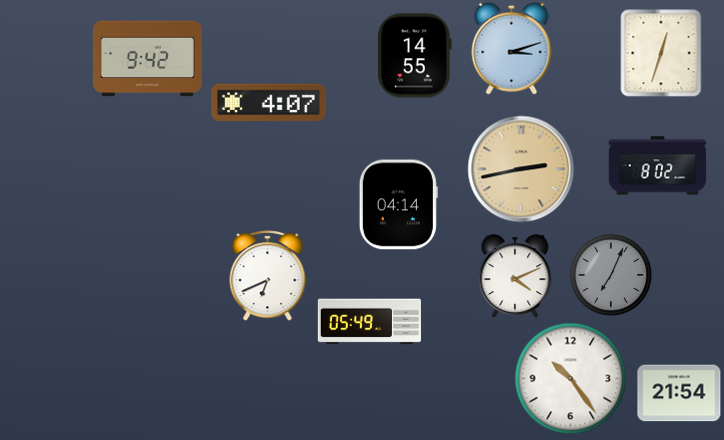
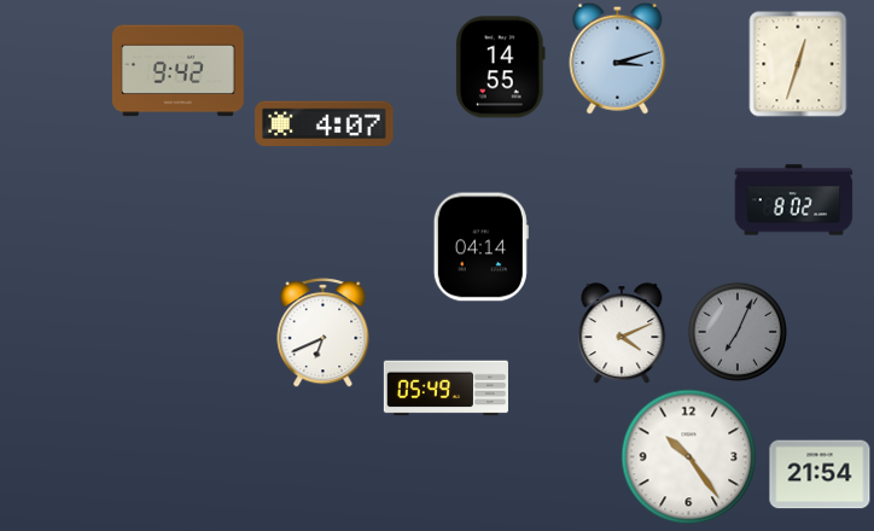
clock at (521, 169): 2:43 -> none
